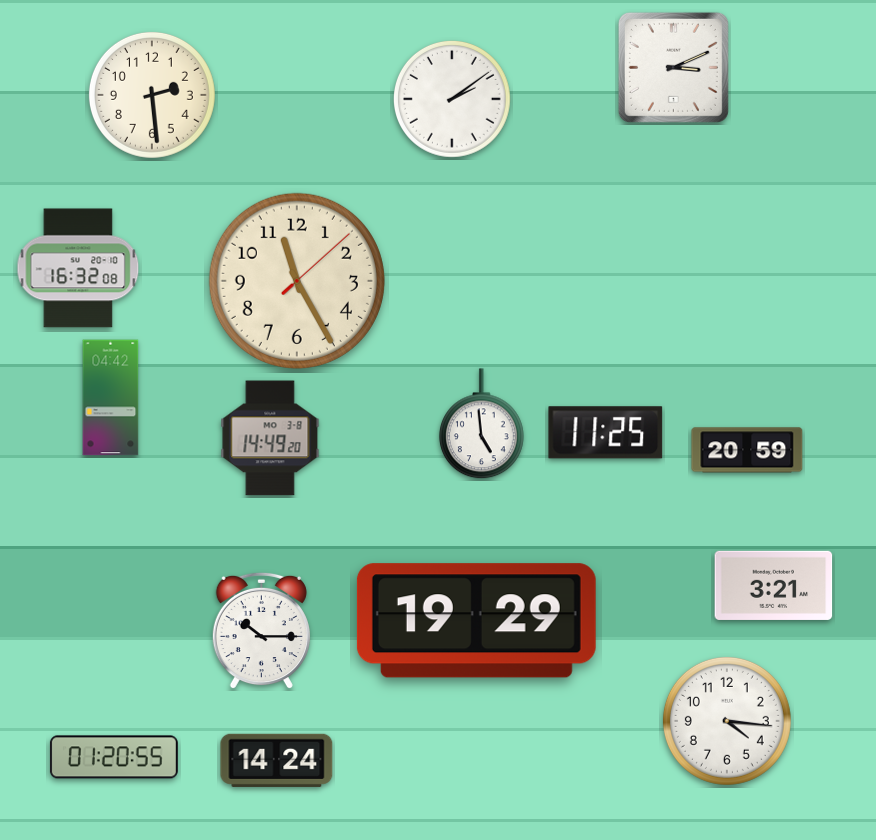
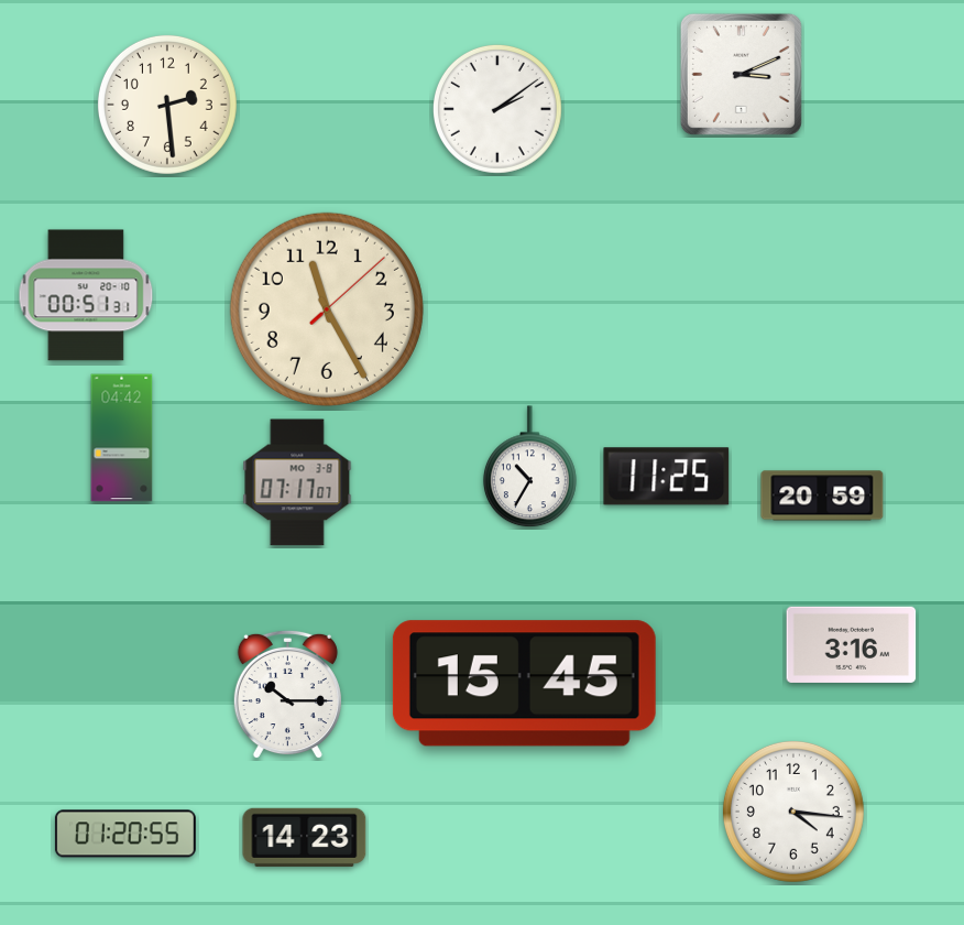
clock at (78, 268): 16:32 -> 00:51
clock at (481, 424): 4:59 -> 10:35
clock at (270, 438): 14:49 -> 07:17
clock at (774, 585): 3:21 -> 3:16
clock at (476, 621): 19:29 -> 15:45
clock at (727, 721) position: (727, 721) -> (793, 812)
clock at (277, 760): 14:24 -> 14:23
